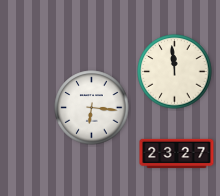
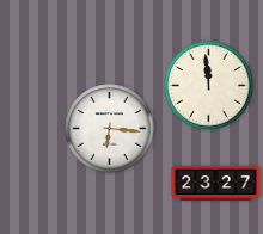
clock at (177, 154) position: (177, 154) -> (216, 184)
